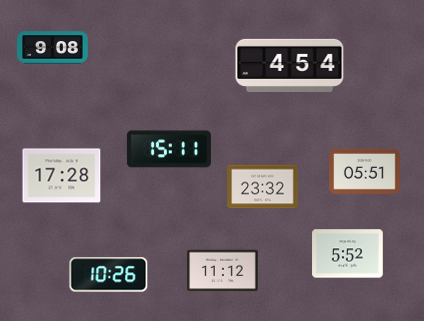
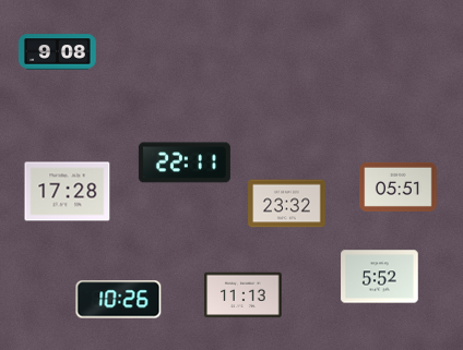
clock at (290, 65): 4:54 -> none
clock at (169, 149): 15:11 -> 22:11
clock at (223, 271): 11:12 -> 11:13
